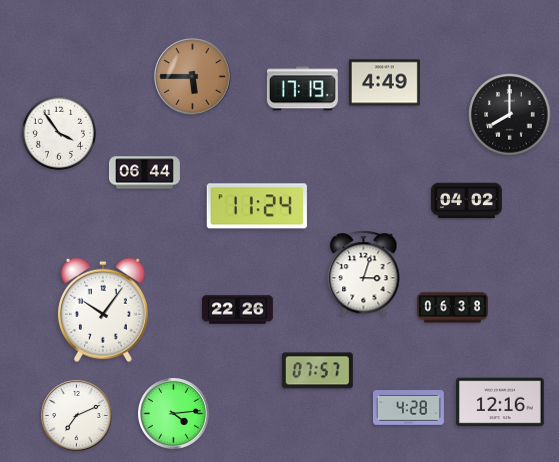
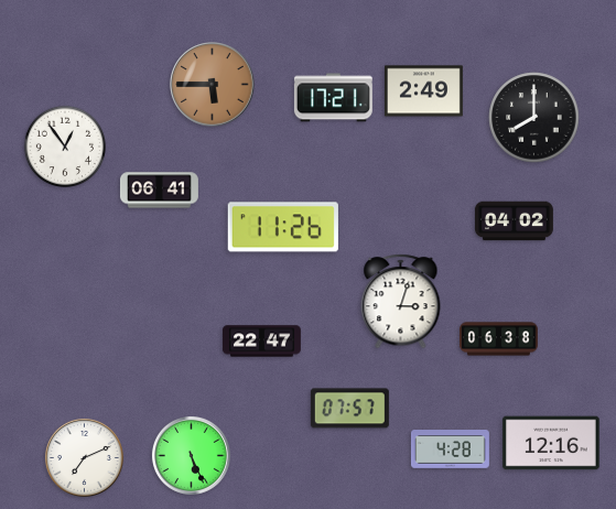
clock at (384, 83): 4:49 -> 2:49
clock at (302, 89): 17:19 -> 17:21
clock at (510, 115) position: (510, 115) -> (534, 118)
clock at (58, 132): 3:54 -> 12:54
clock at (144, 173): 06:44 -> 06:41
clock at (257, 206): 11:24 -> 11:26
clock at (103, 310): 10:06 -> none
clock at (237, 310): 22:26 -> 22:47
clock at (173, 413): 4:14 -> 5:26
